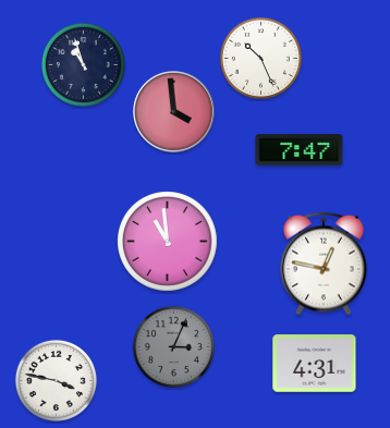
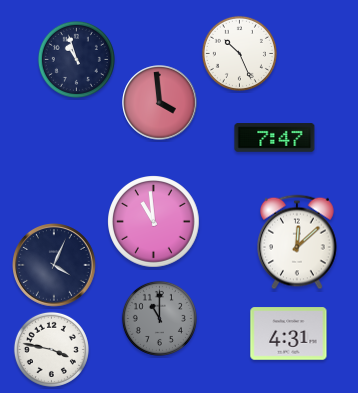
clock at (325, 264): 12:47 -> 12:08
clock at (54, 265): none -> 4:04
clock at (173, 346): 3:04 -> 11:00
